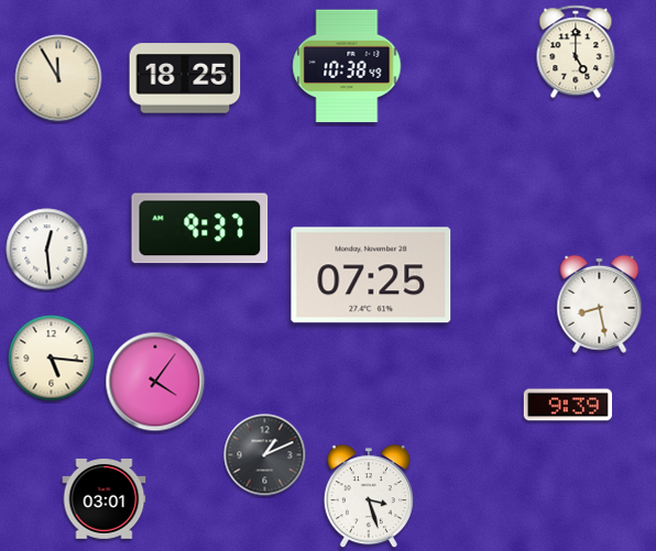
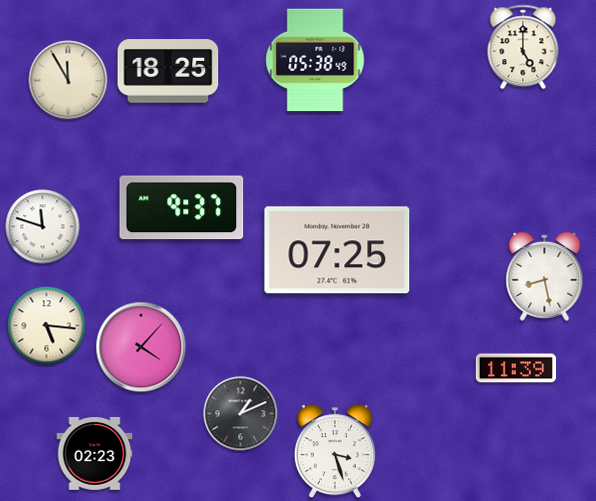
clock at (347, 66): 10:38 -> 05:38
clock at (58, 78) position: (58, 78) -> (68, 80)
clock at (47, 250): 12:29 -> 11:48
clock at (155, 382): 4:06 -> 4:07
clock at (568, 405): 9:39 -> 11:39
clock at (105, 499): 03:01 -> 02:23
